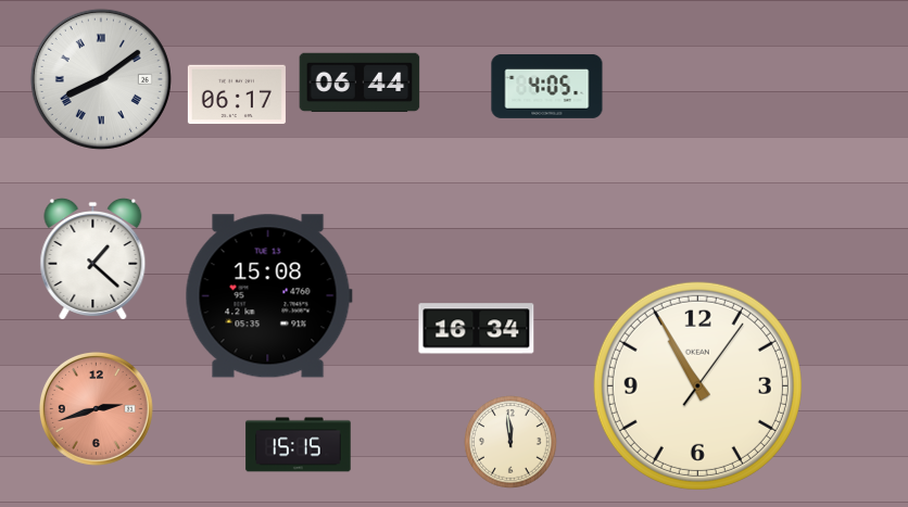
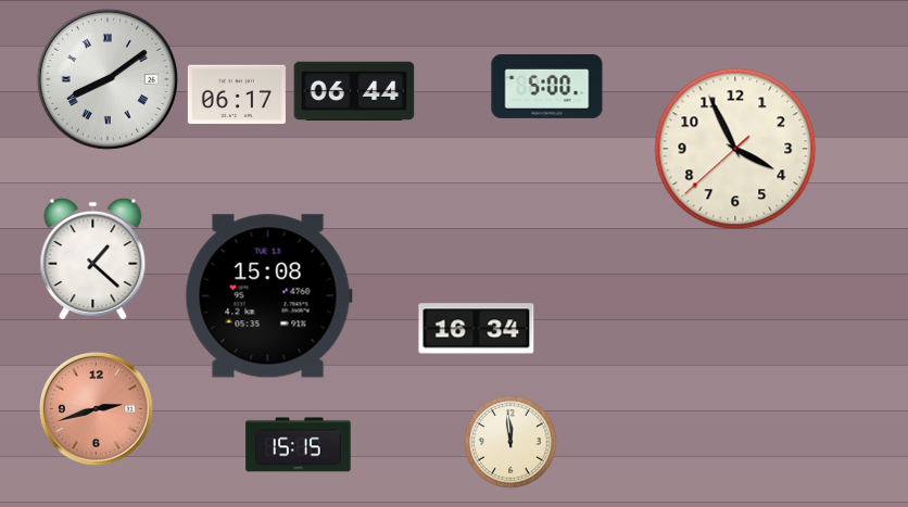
clock at (101, 79) position: (101, 79) -> (108, 79)
clock at (360, 83) position: (360, 83) -> (354, 91)
clock at (547, 86): 4:05 -> 5:00
clock at (735, 149): none -> 3:55
clock at (697, 385): 10:55 -> none
